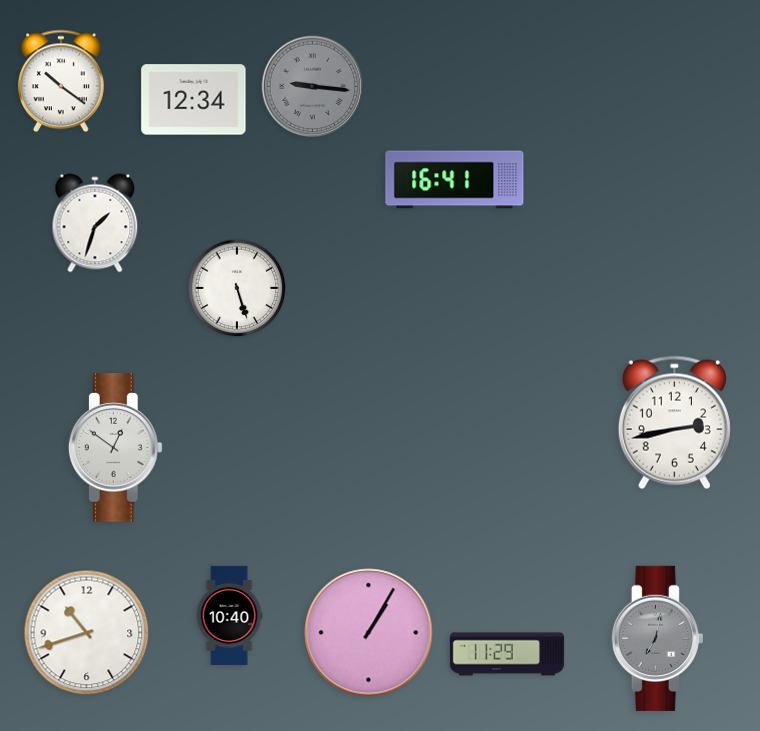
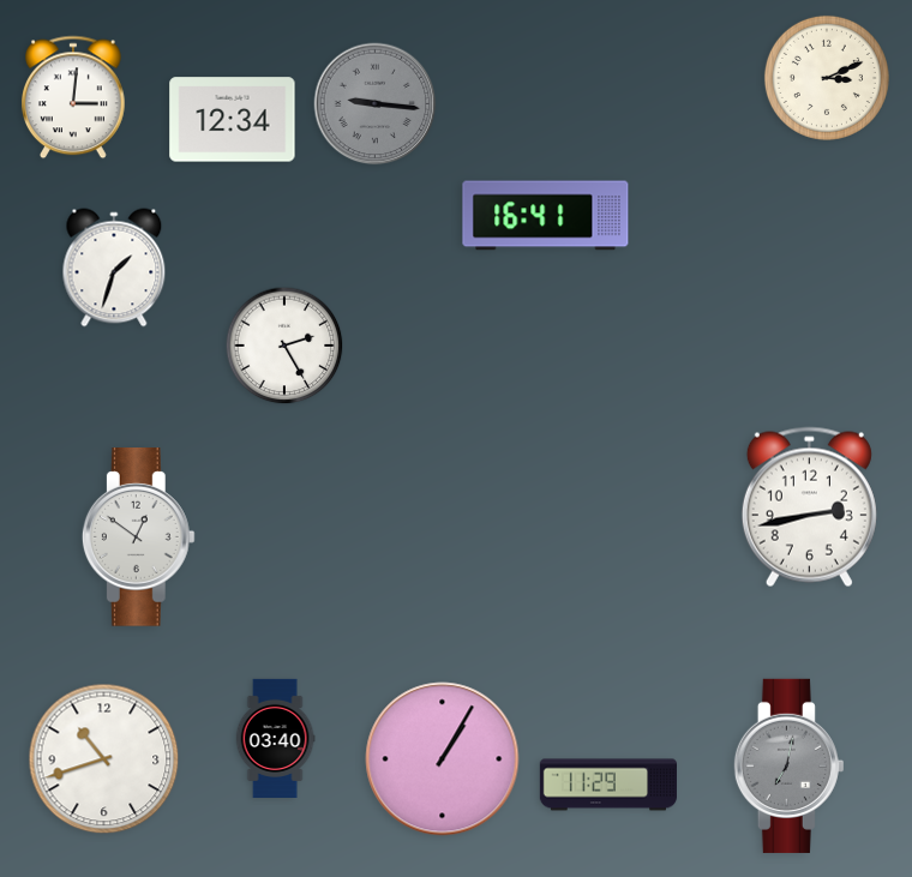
clock at (827, 78): none -> 3:11
clock at (62, 81): 10:21 -> 3:01
clock at (237, 288): 5:27 -> 2:25
clock at (229, 615): 10:40 -> 03:40
